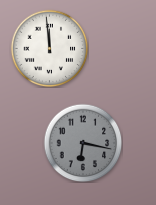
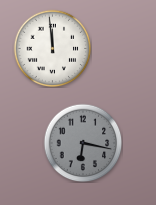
clock at (49, 48) position: (49, 48) -> (52, 48)
